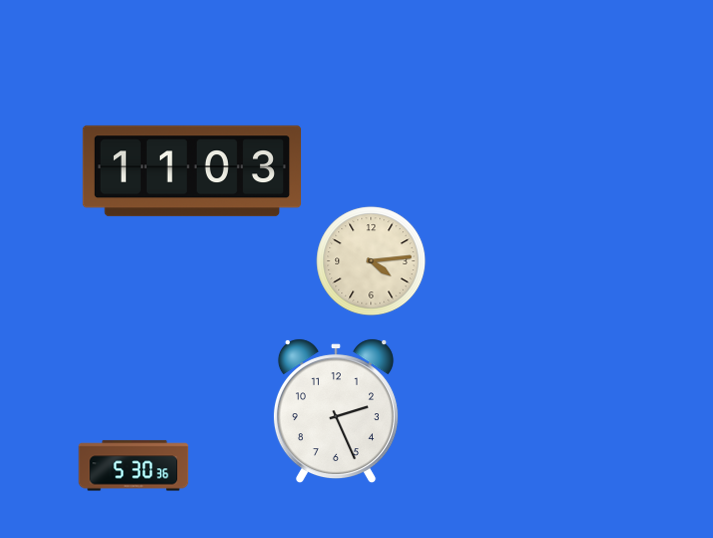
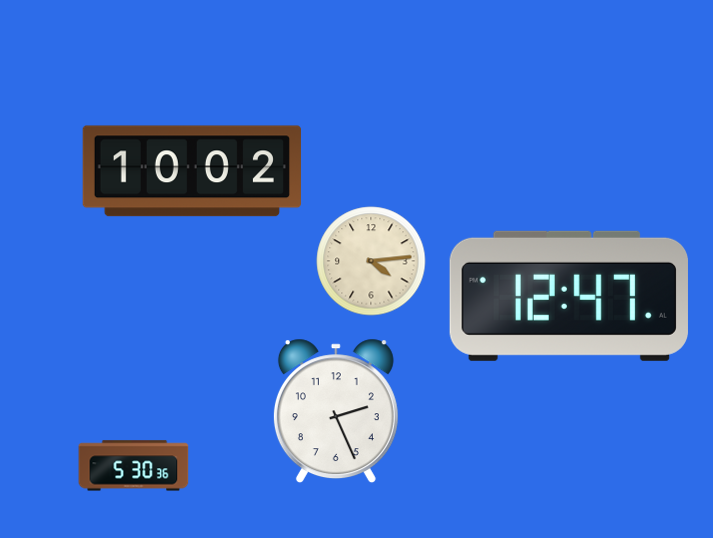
clock at (192, 171): 11:03 -> 10:02
clock at (569, 296): none -> 12:47
